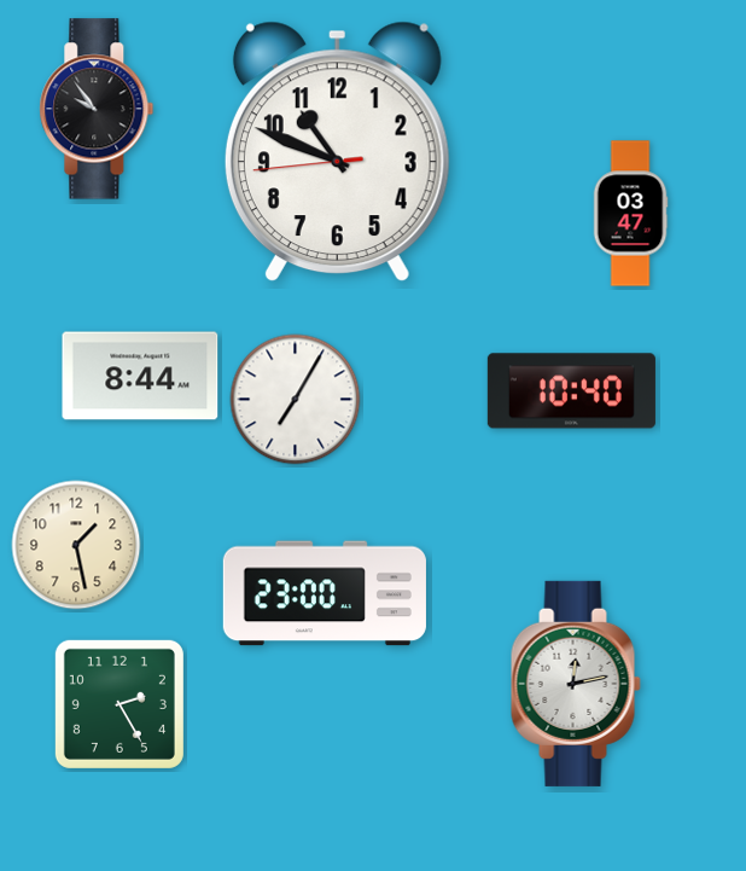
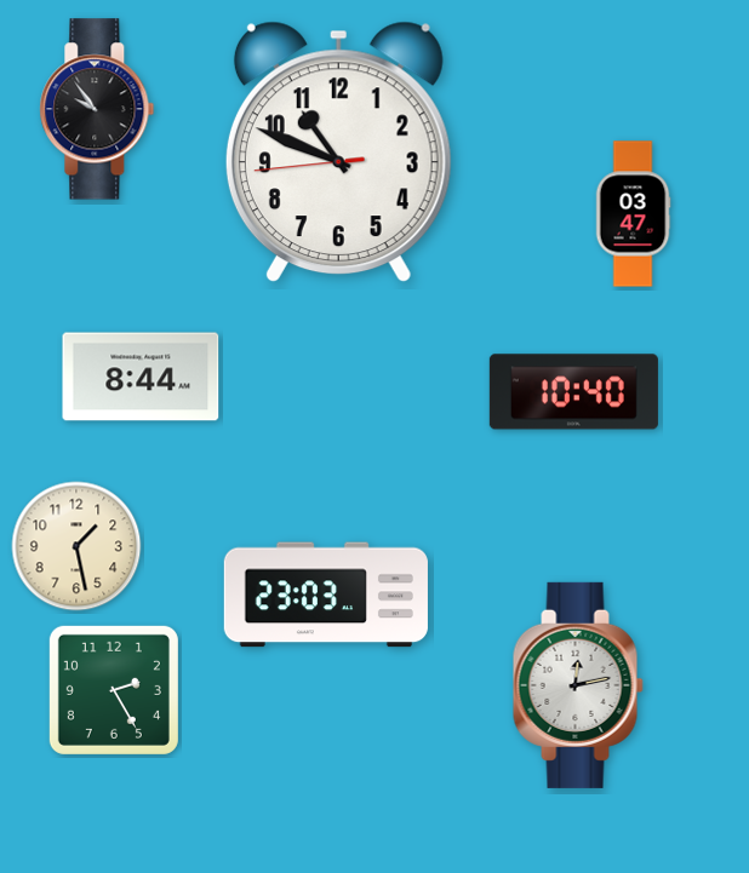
clock at (296, 400): 7:05 -> none
clock at (325, 593): 23:00 -> 23:03
clock at (120, 704) position: (120, 704) -> (114, 690)
